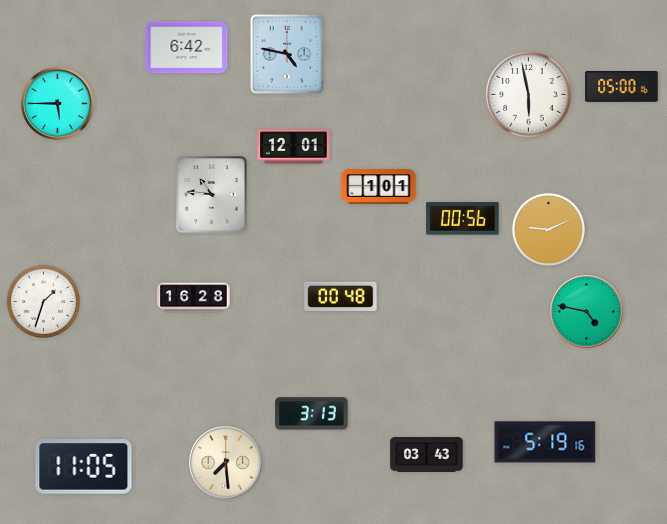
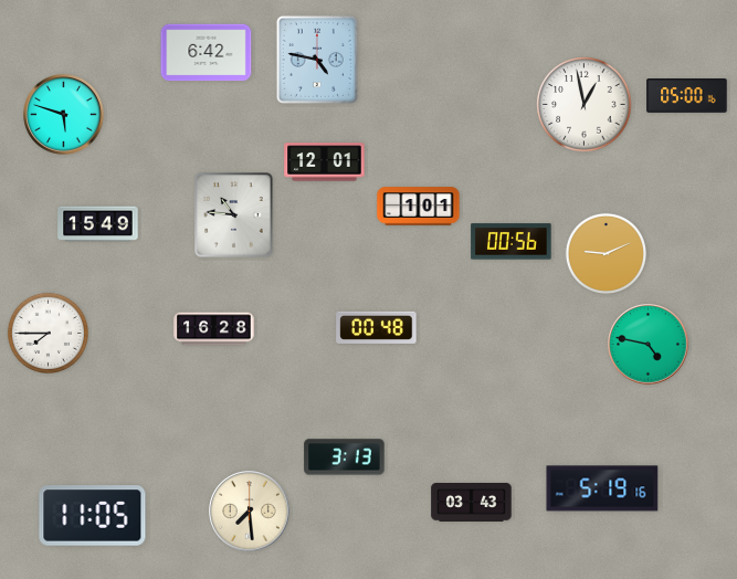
clock at (529, 95): 5:58 -> 12:58
clock at (58, 104): 5:45 -> 5:48
clock at (98, 224): none -> 15:49
clock at (43, 301): 1:33 -> 7:45
